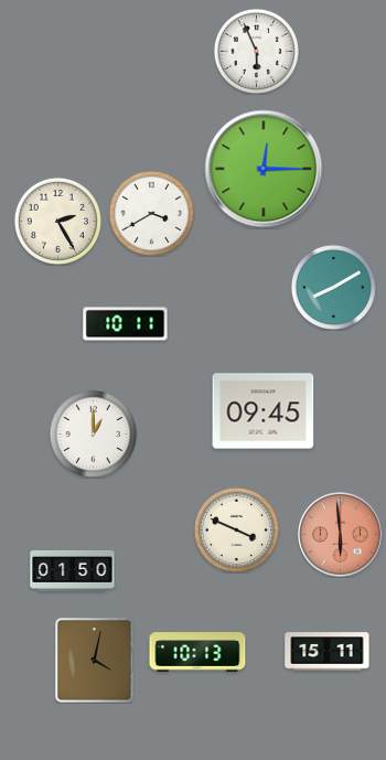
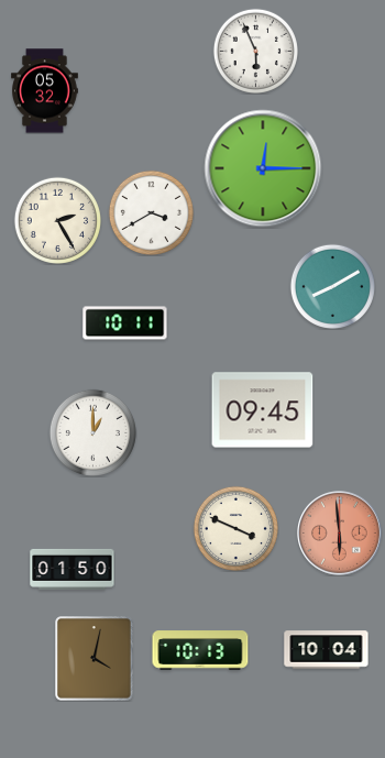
clock at (45, 91): none -> 05:32
clock at (197, 652) position: (197, 652) -> (200, 650)
clock at (328, 652): 15:11 -> 10:04
